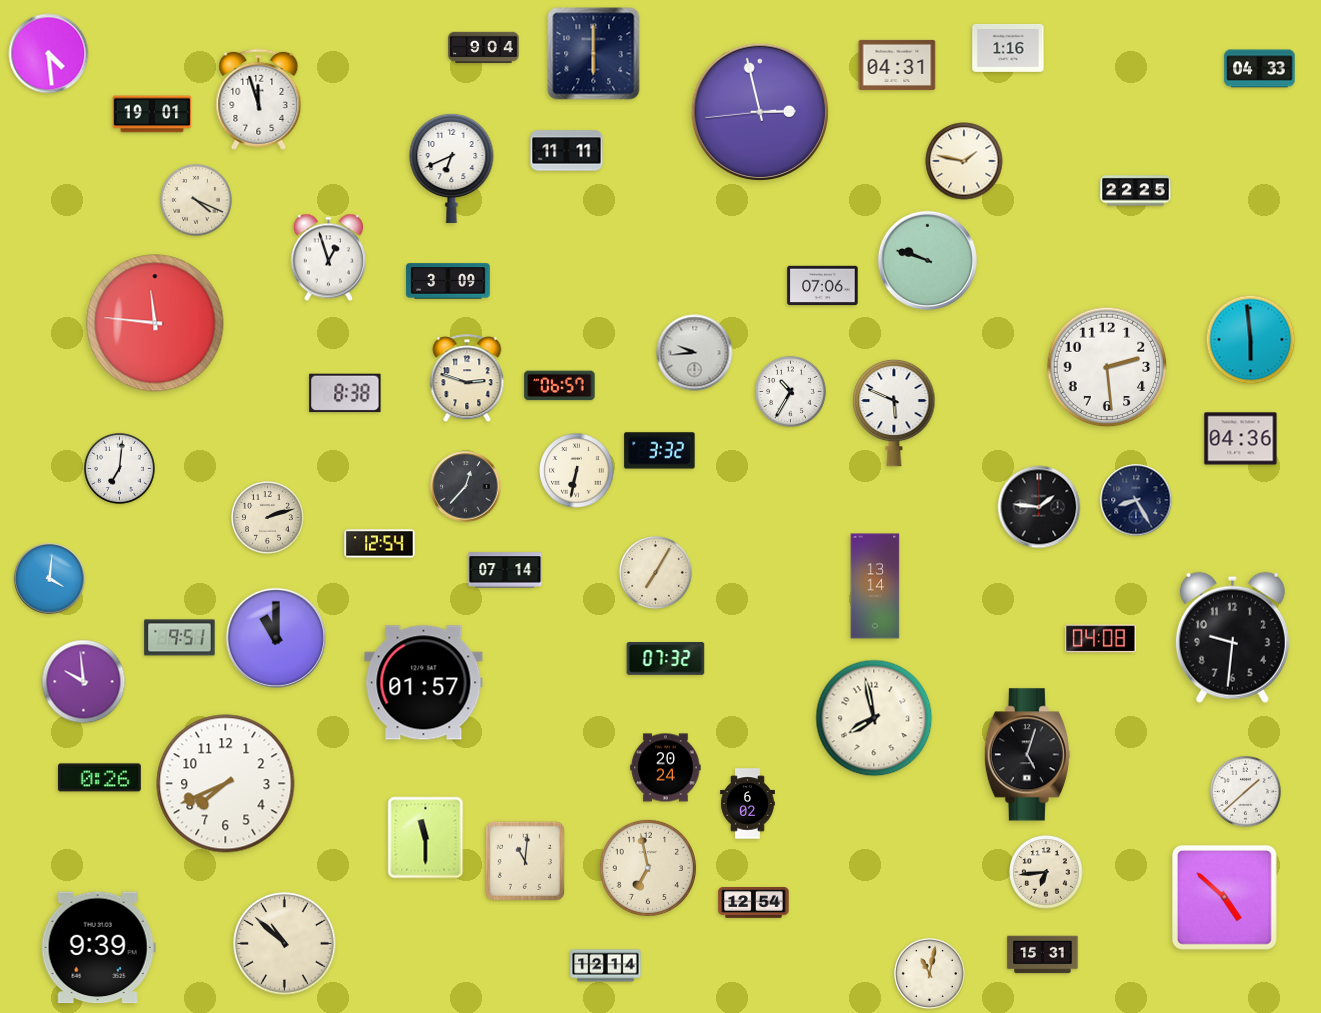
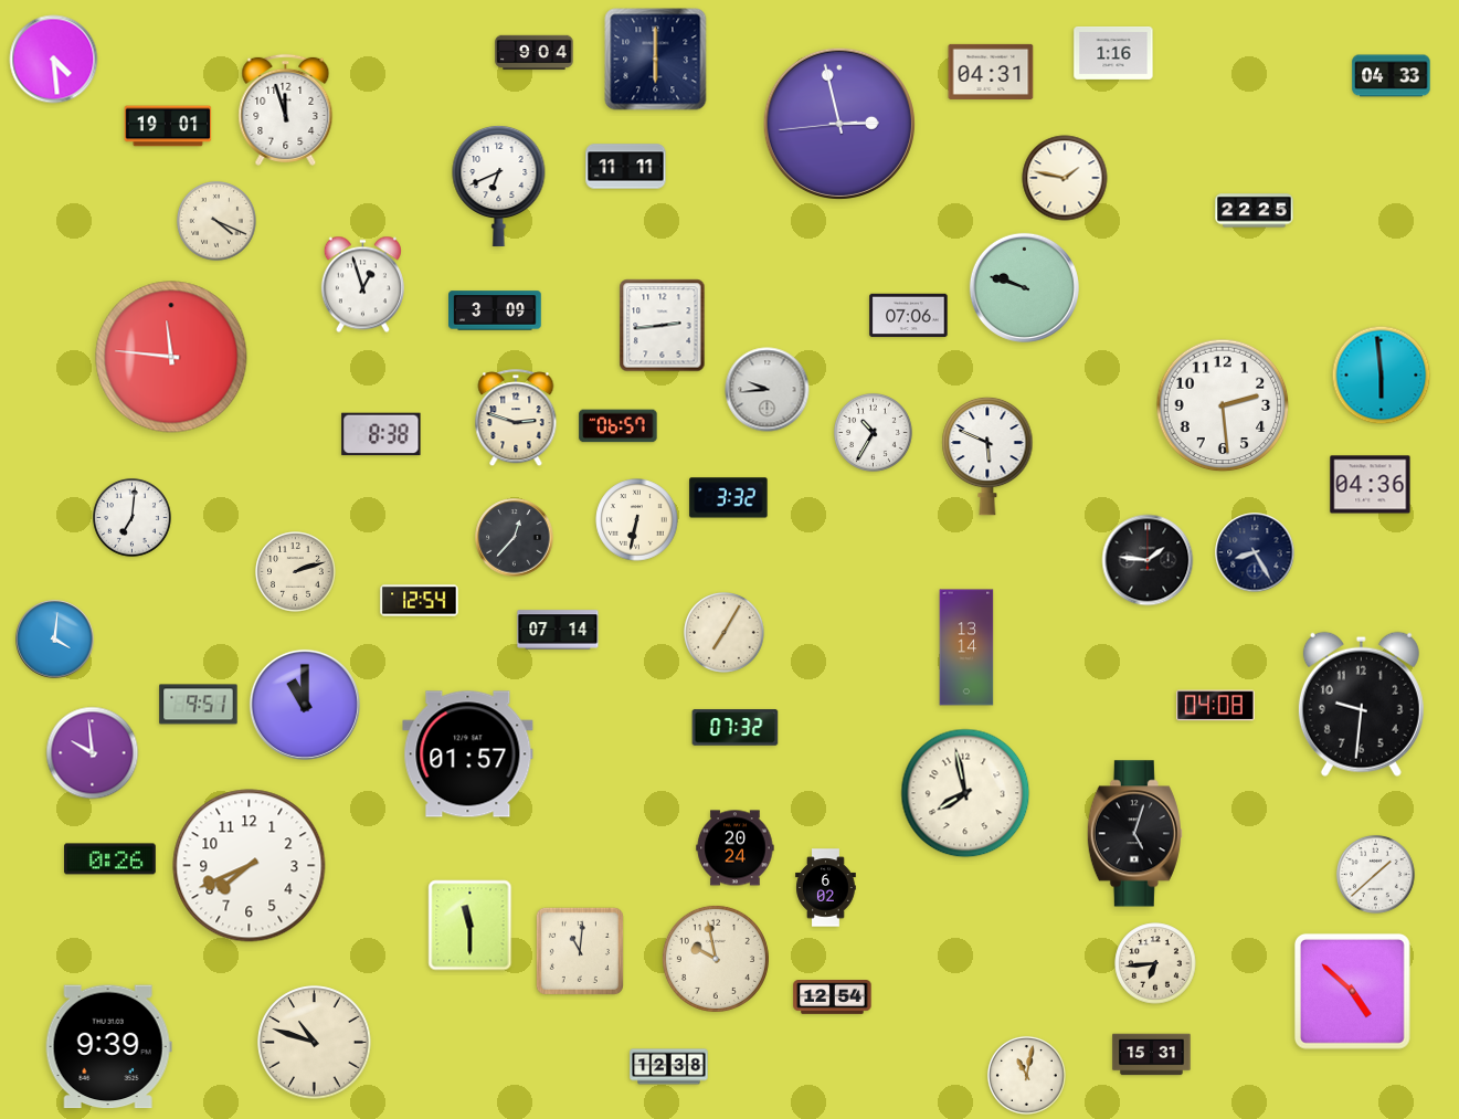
clock at (663, 326): none -> 2:44
clock at (648, 868): 6:58 -> 9:58
clock at (285, 944): 10:52 -> 10:48
clock at (606, 966): 12:14 -> 12:38
